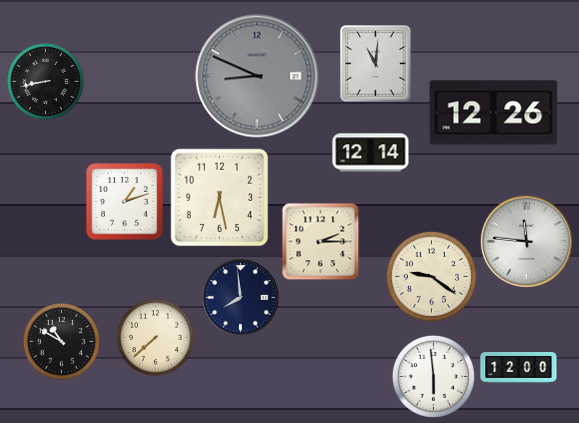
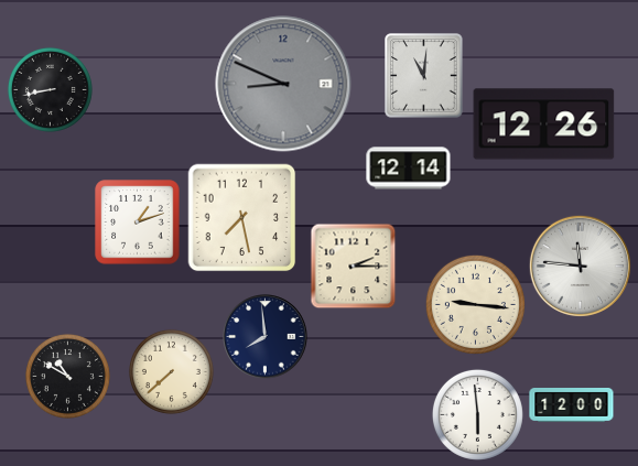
clock at (376, 64) position: (376, 64) -> (424, 76)
clock at (220, 198): 6:28 -> 7:28
clock at (431, 276): 9:21 -> 9:16
clock at (241, 298) position: (241, 298) -> (266, 337)
